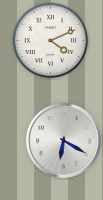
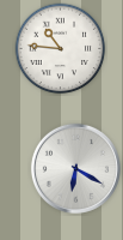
clock at (51, 41): 4:11 -> 10:46
